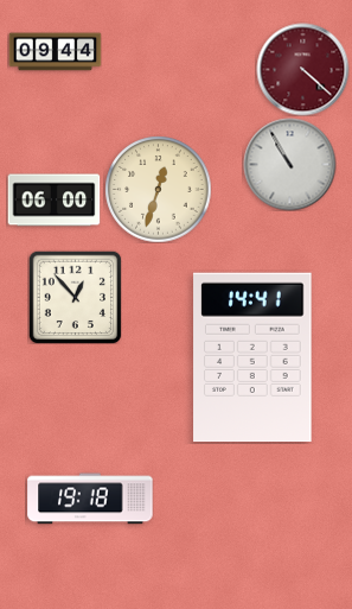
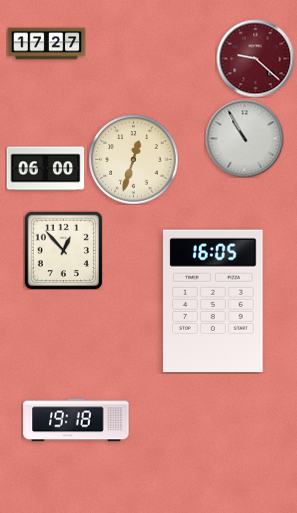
clock at (55, 52): 09:44 -> 17:27
clock at (302, 69): 4:22 -> 9:22
clock at (252, 357): 14:41 -> 16:05
